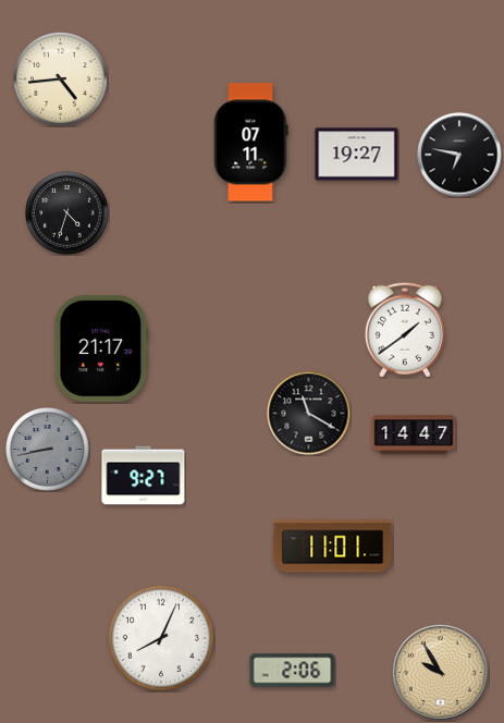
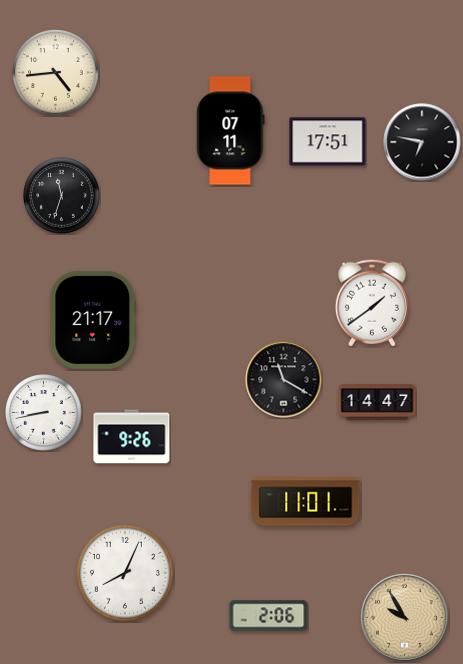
clock at (357, 155): 19:27 -> 17:51
clock at (67, 213): 4:33 -> 11:33
clock at (414, 434) position: (414, 434) -> (377, 402)
clock at (48, 450) dial: grey -> white
clock at (144, 476): 9:27 -> 9:26
clock at (161, 638) position: (161, 638) -> (125, 573)
